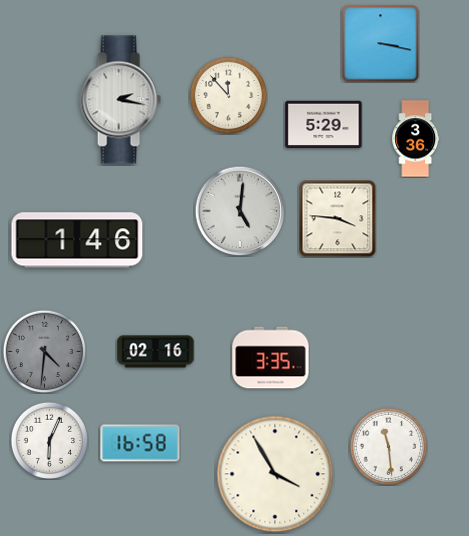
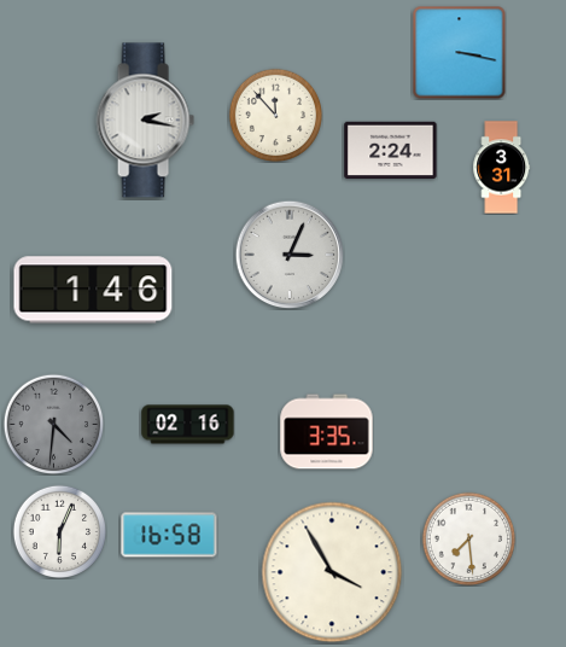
clock at (324, 125): 5:29 -> 2:24
clock at (416, 139): 3:36 -> 3:31
clock at (240, 211): 5:01 -> 3:04
clock at (337, 218): 3:46 -> none
clock at (388, 446): 11:29 -> 7:29
